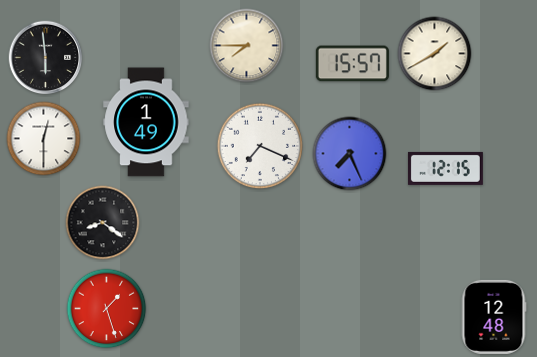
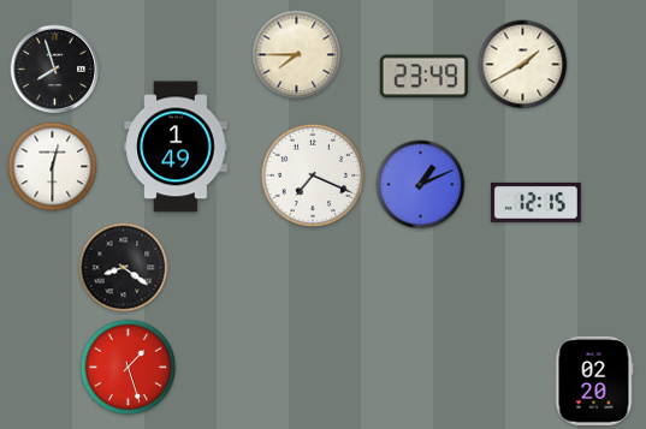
clock at (46, 58): 5:59 -> 7:57
clock at (352, 64): 15:57 -> 23:49
clock at (350, 154): 7:26 -> 1:11
clock at (107, 309) position: (107, 309) -> (129, 368)
clock at (494, 317): 12:48 -> 02:20
